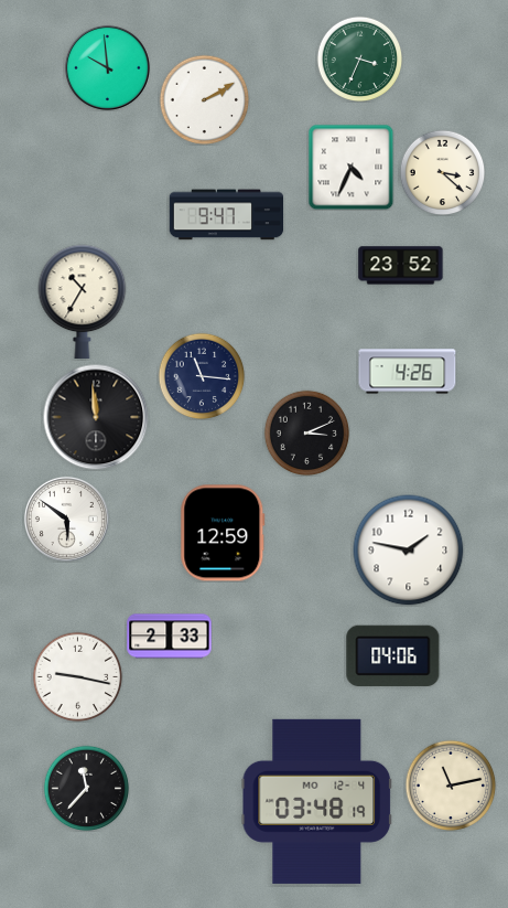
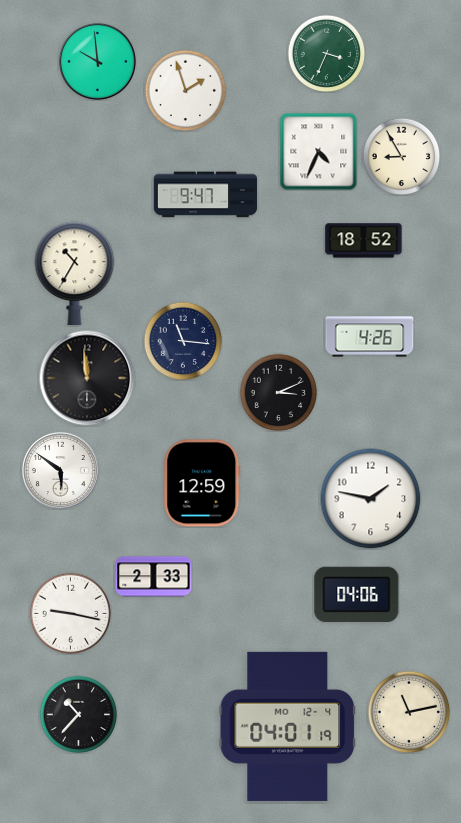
clock at (204, 99): 2:10 -> 1:57
clock at (442, 172): 3:22 -> 8:55
clock at (401, 266): 23:52 -> 18:52
clock at (86, 788): 11:37 -> 10:37
clock at (317, 801): 03:48 -> 04:01
